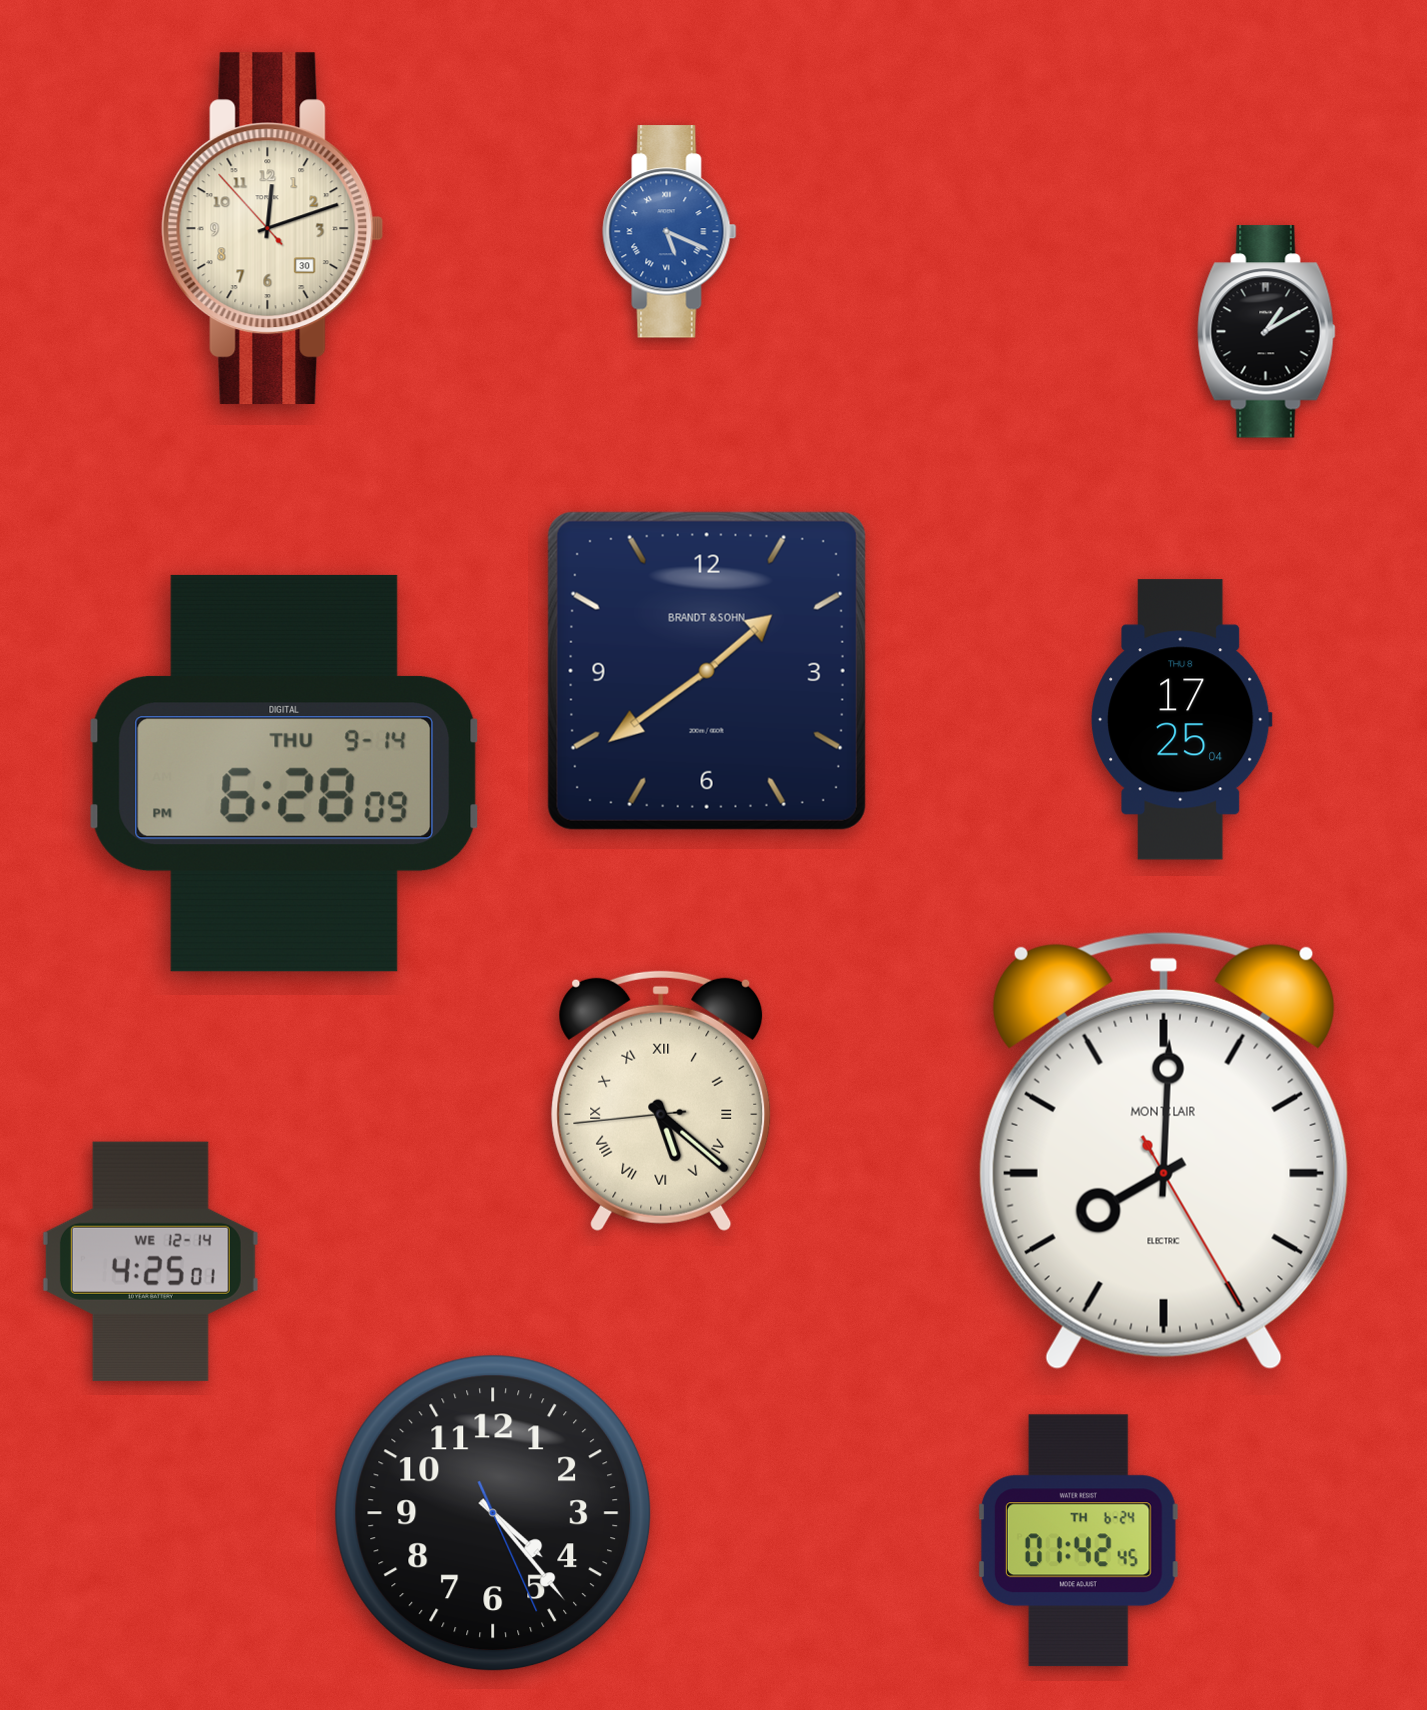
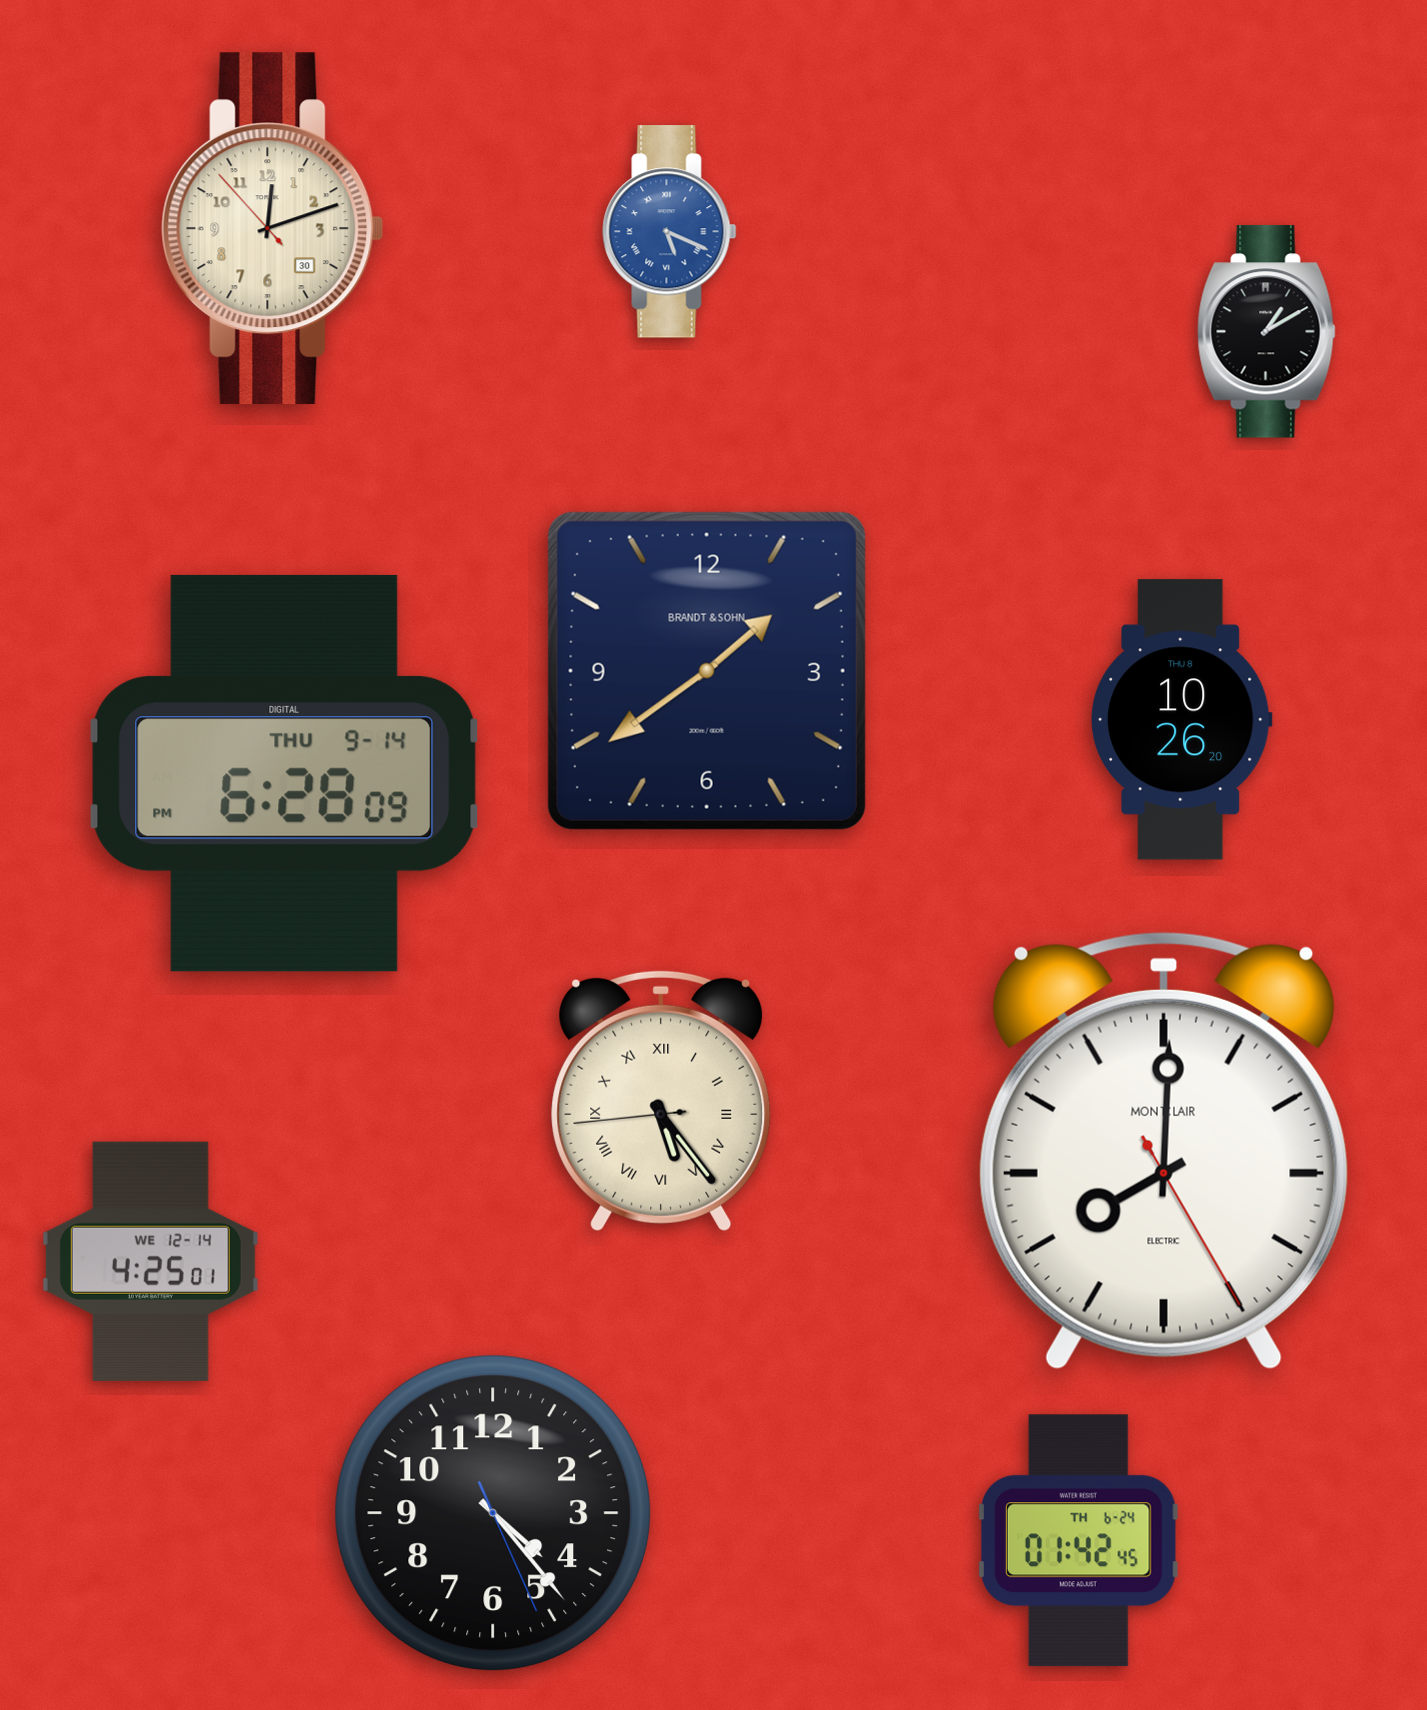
clock at (1181, 720): 17:25 -> 10:26
clock at (661, 1101): 5:21 -> 5:23
